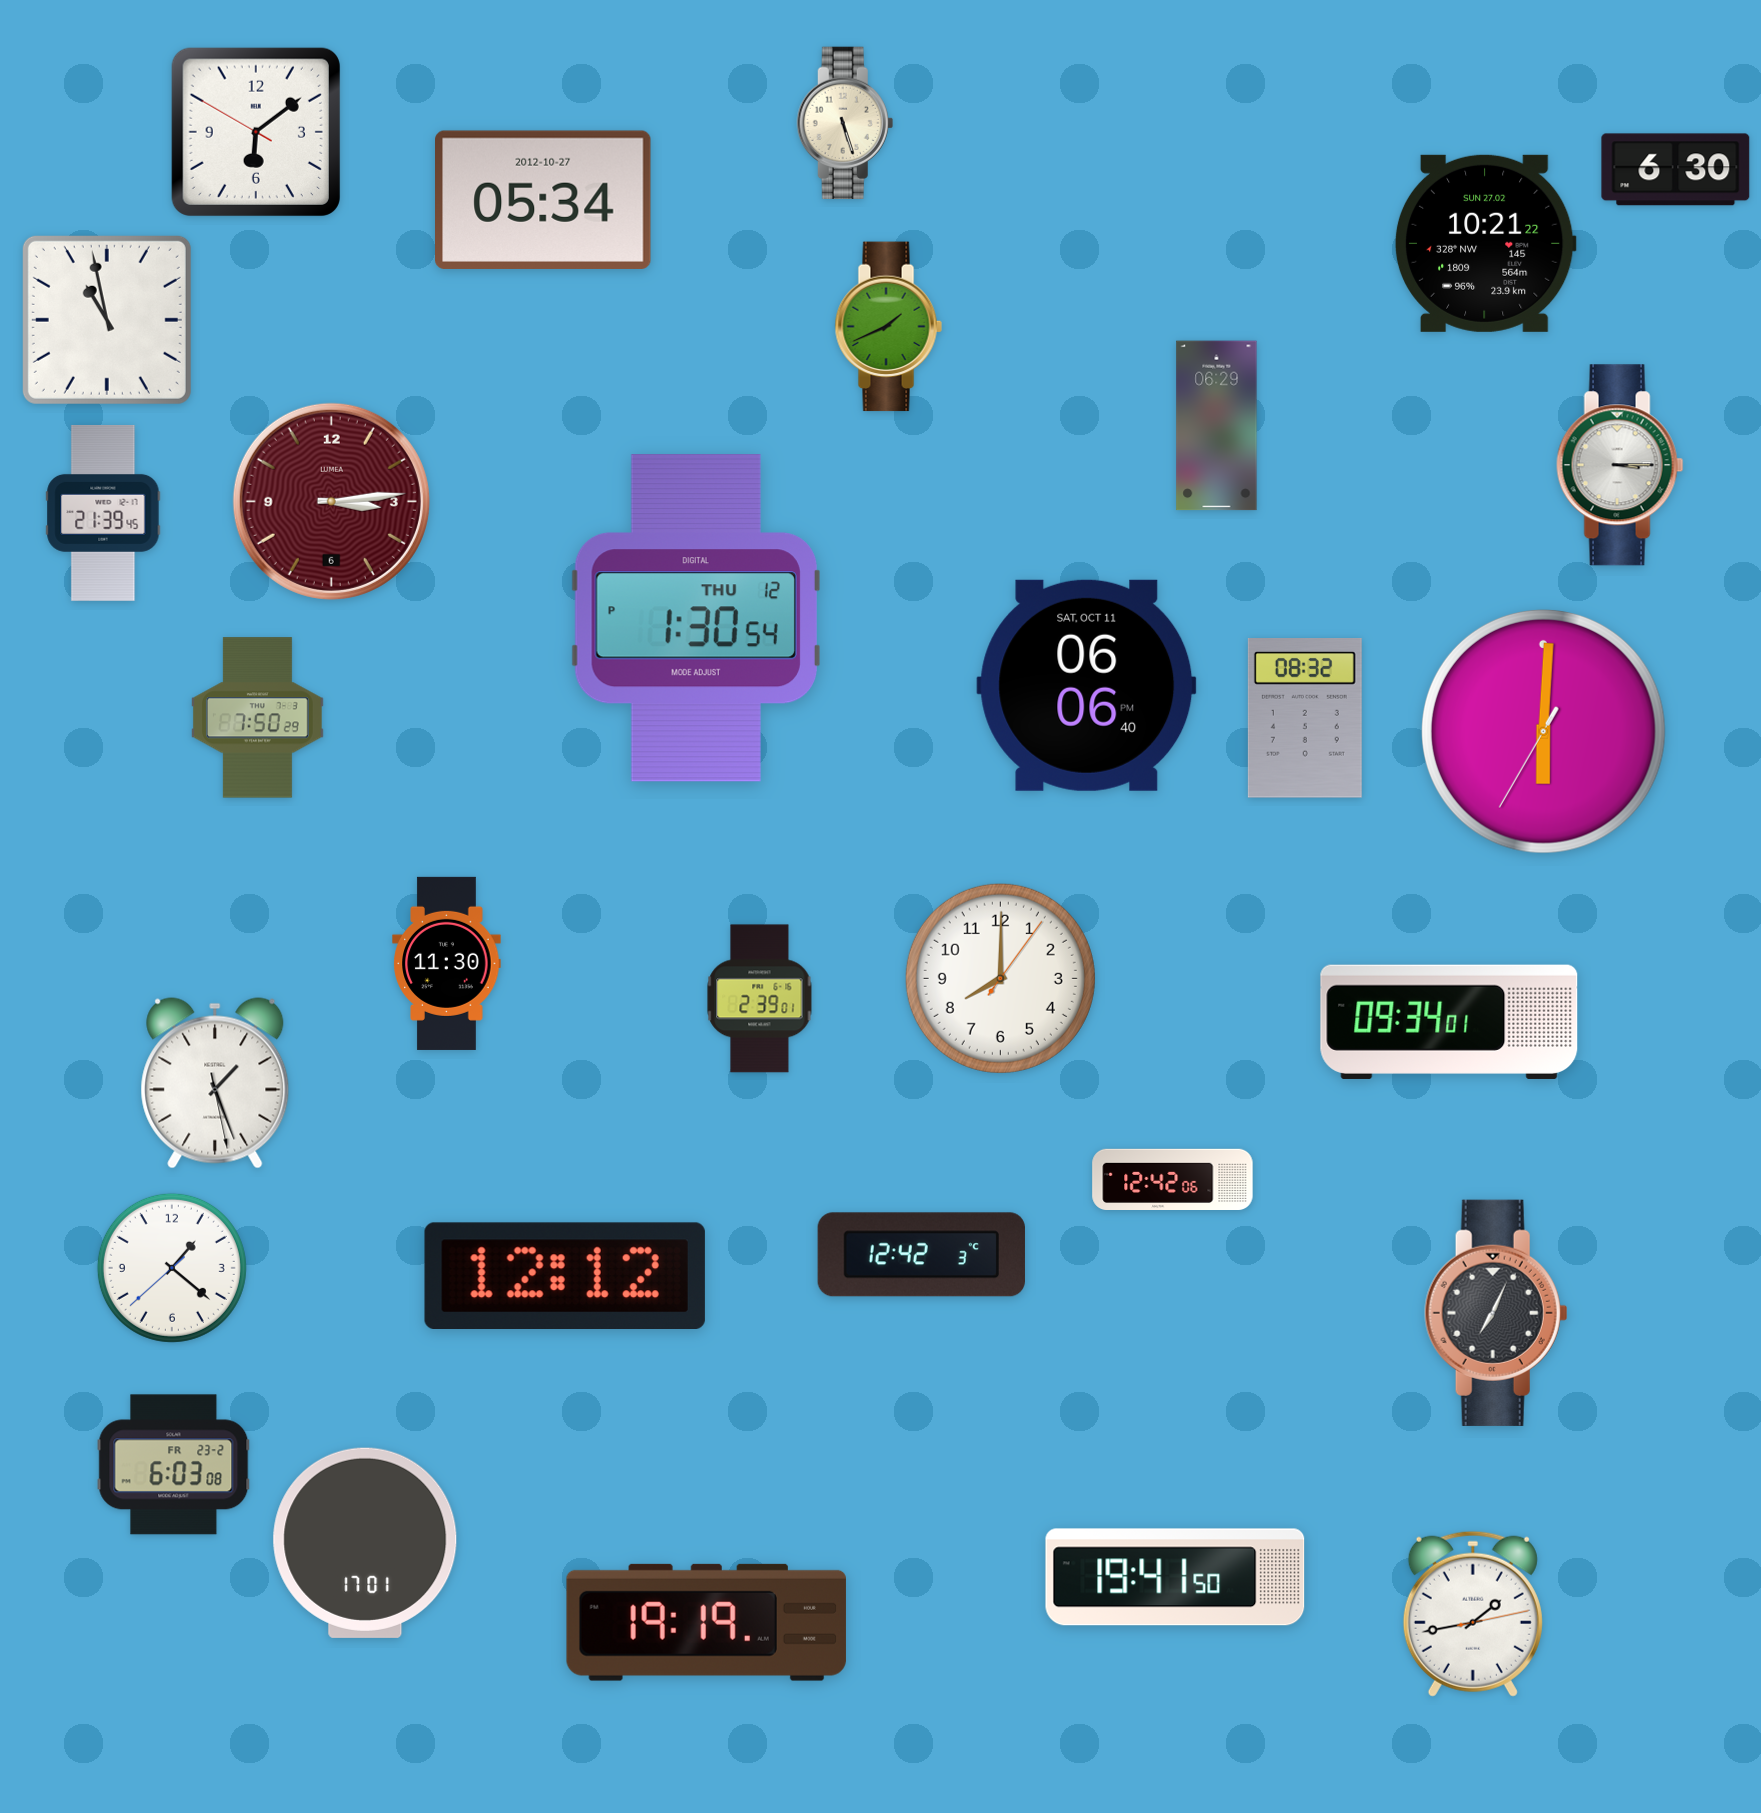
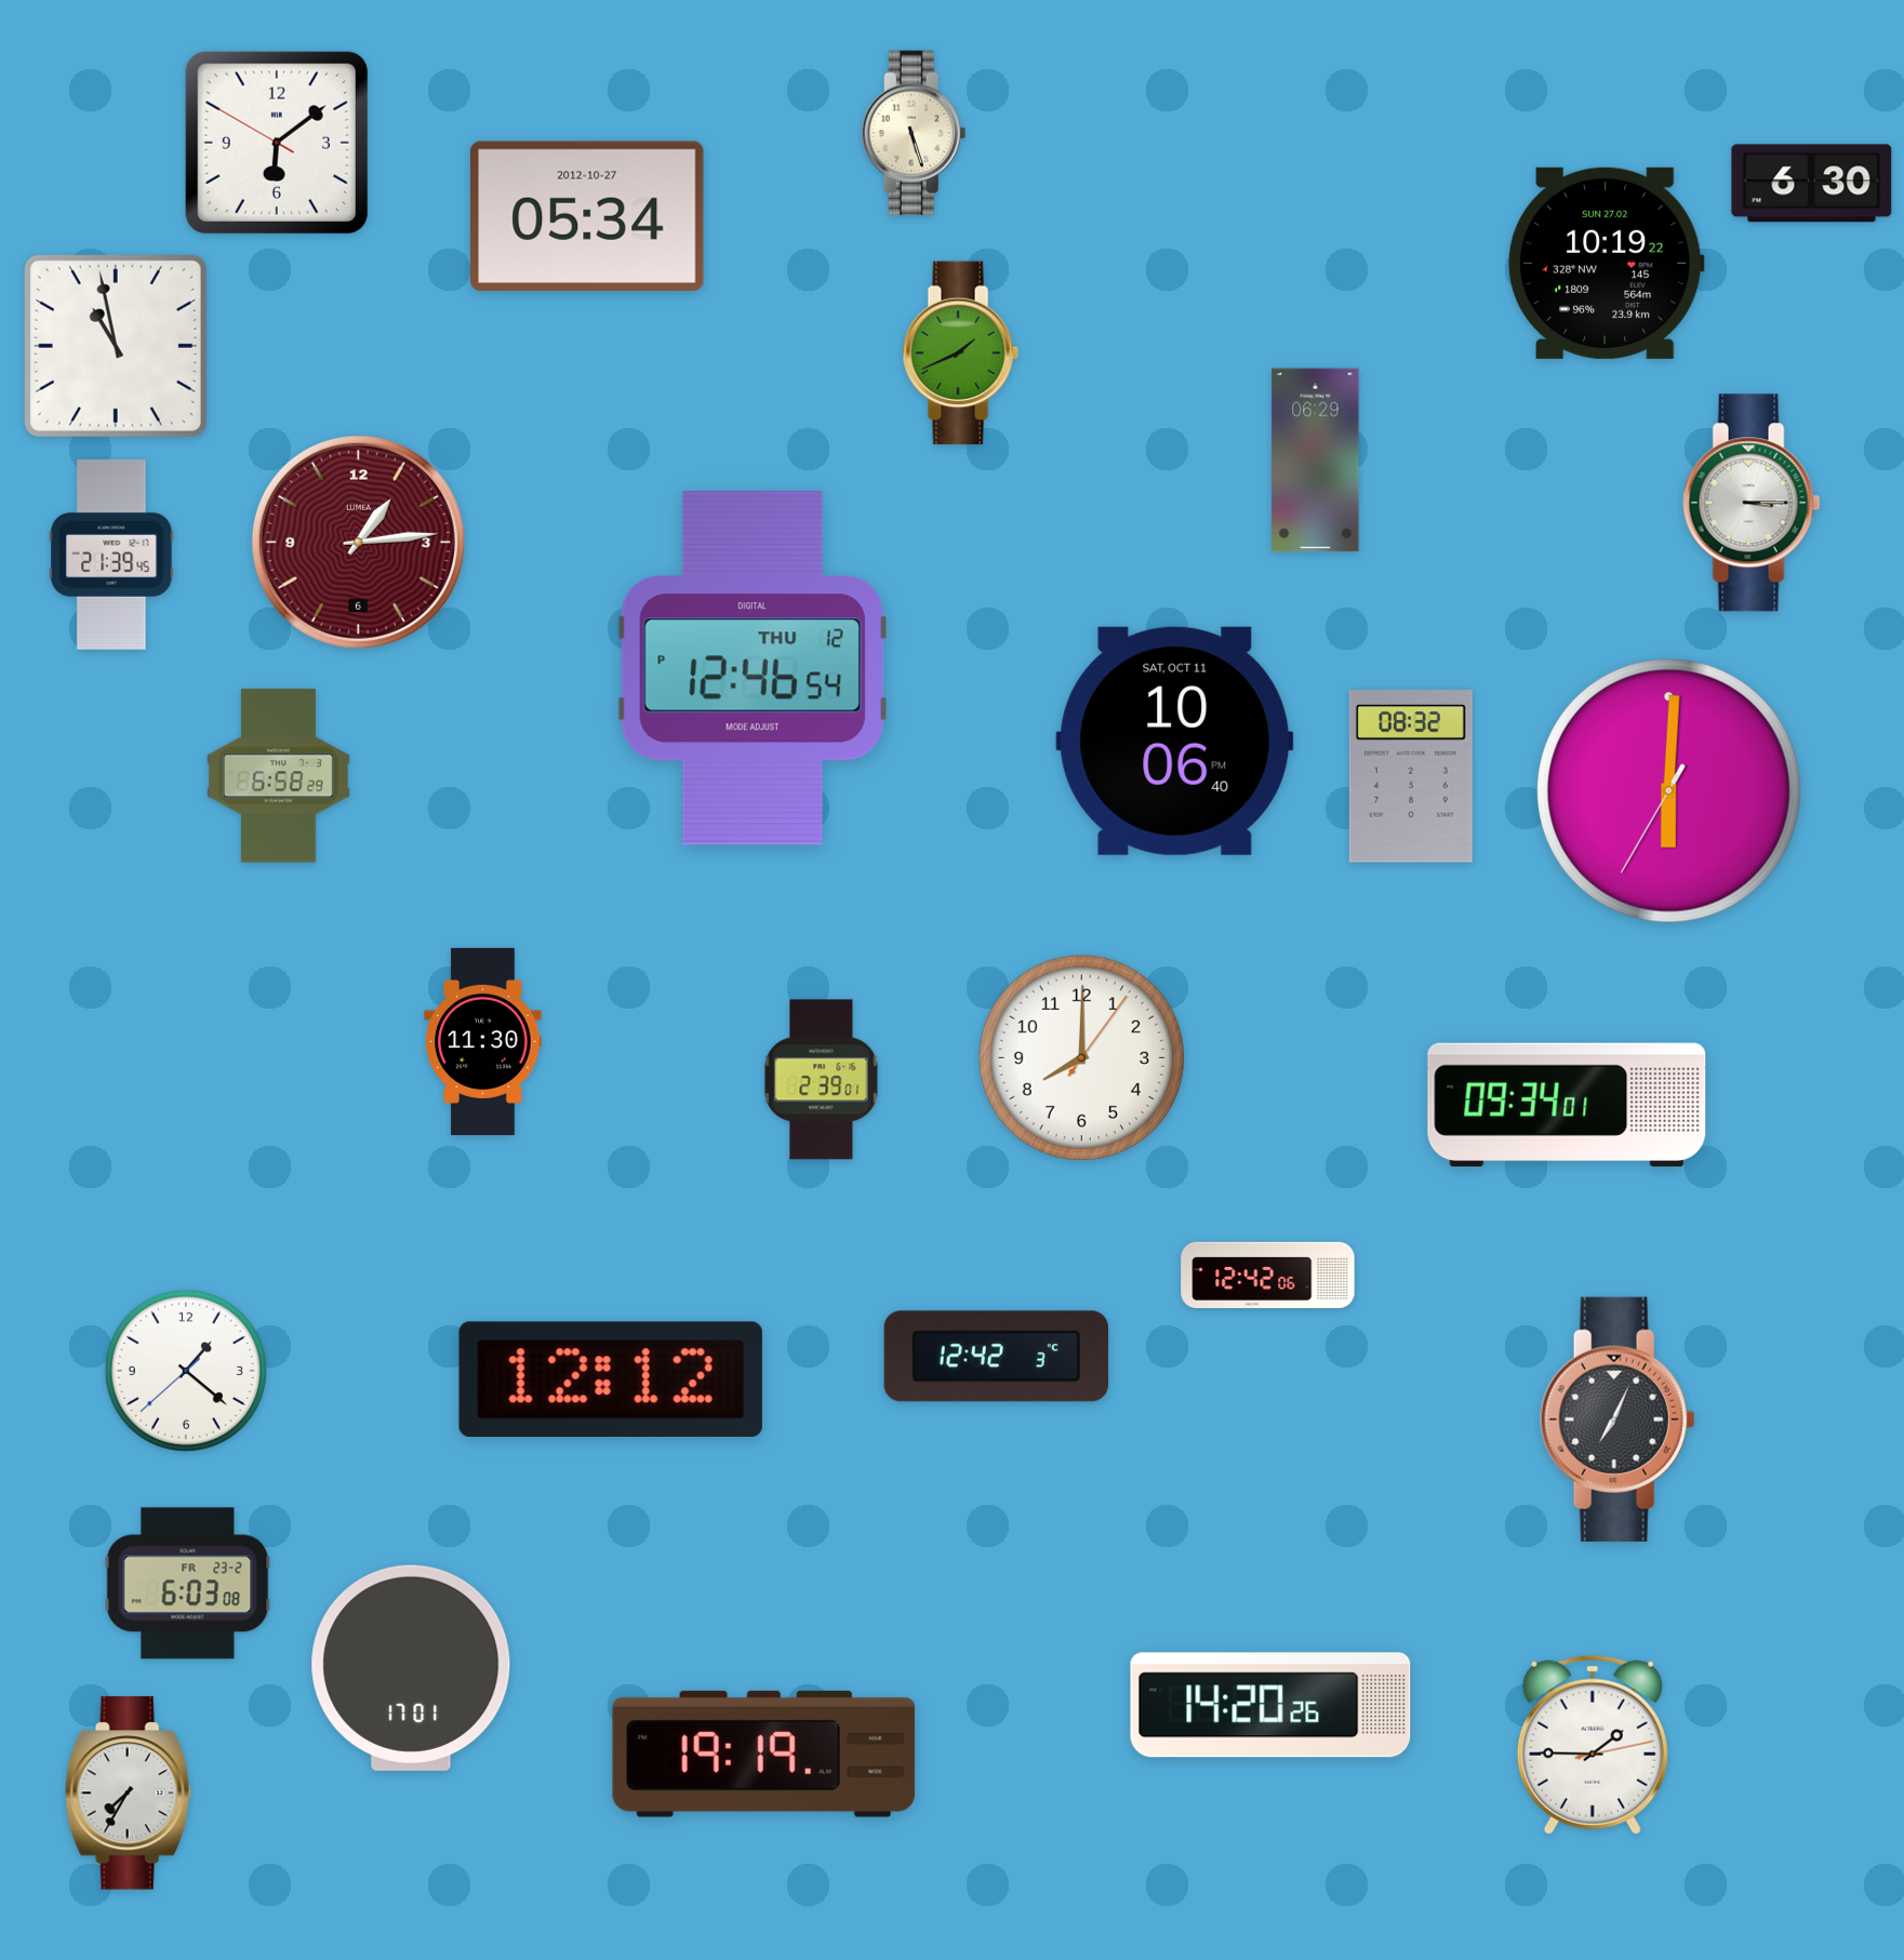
clock at (1485, 243): 10:21 -> 10:19
clock at (331, 501): 3:14 -> 1:14
clock at (696, 618): 1:30 -> 12:46
clock at (1087, 685): 06:06 -> 10:06
clock at (258, 718): 7:50 -> 6:58
clock at (215, 1083): 1:26 -> none
clock at (365, 1543) position: (365, 1543) -> (411, 1668)
clock at (1175, 1577): 19:41 -> 14:20
clock at (1473, 1614): 1:43 -> 1:45
clock at (128, 1794): none -> 7:35
